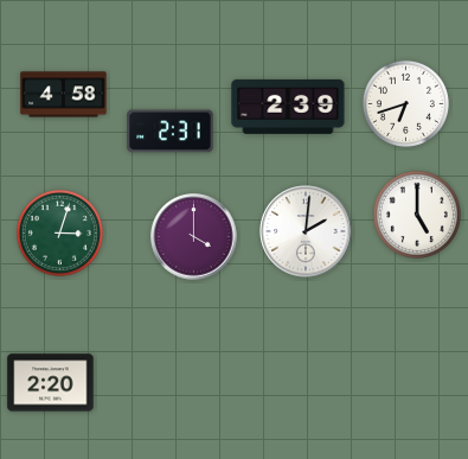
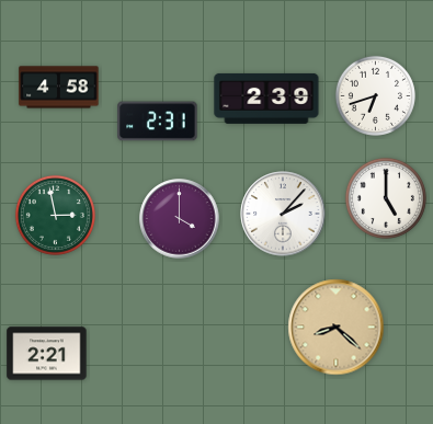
clock at (306, 231): 2:01 -> 2:07
clock at (59, 232): 3:03 -> 2:58
clock at (337, 328): none -> 8:22
clock at (51, 383): 2:20 -> 2:21
